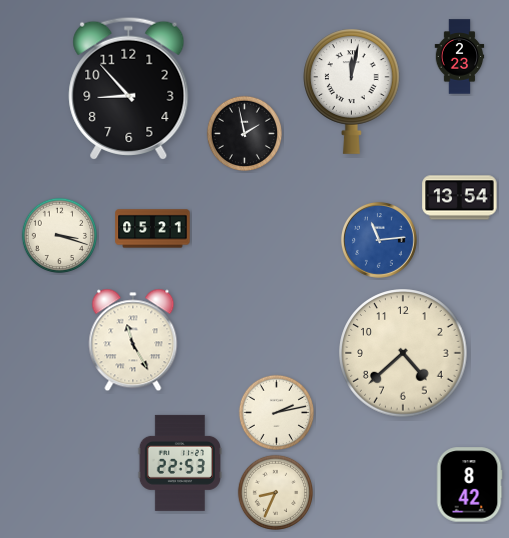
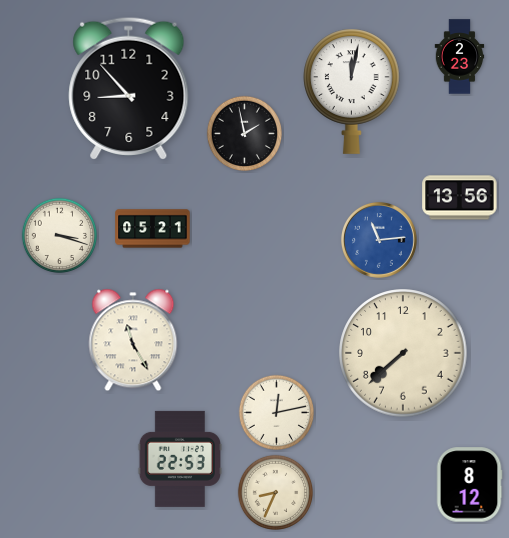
clock at (460, 198): 13:54 -> 13:56
clock at (403, 353): 4:38 -> 7:38
clock at (277, 413): 2:13 -> 12:13
clock at (179, 463) position: (179, 463) -> (179, 459)
clock at (469, 485): 8:42 -> 8:12
